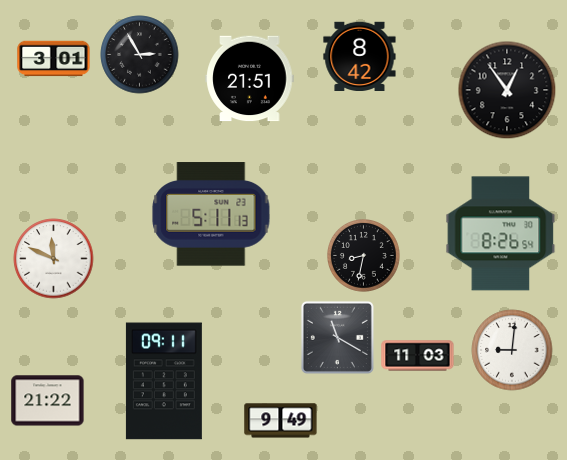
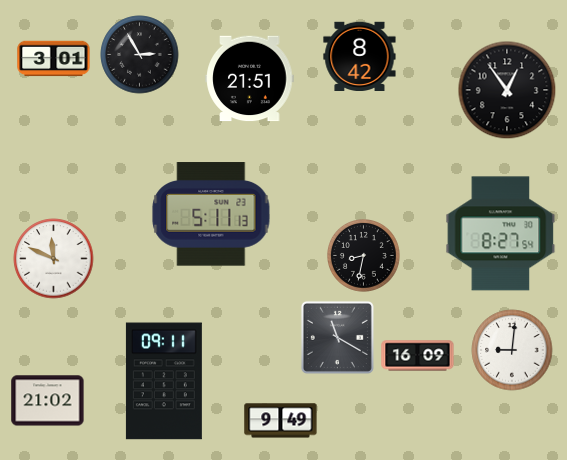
clock at (501, 234): 8:26 -> 8:27
clock at (418, 356): 11:03 -> 16:09
clock at (48, 401): 21:22 -> 21:02
